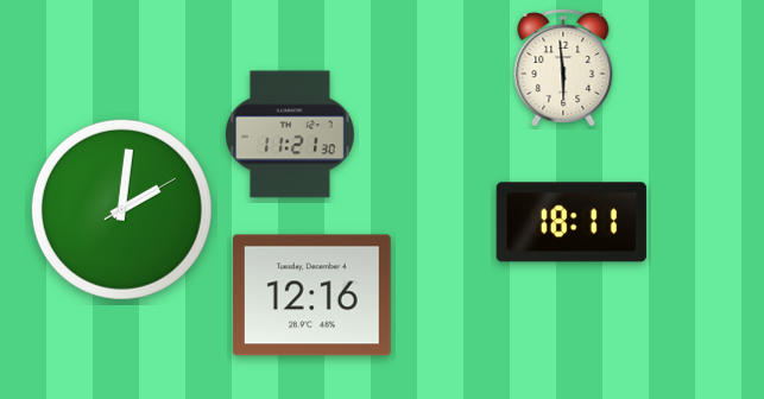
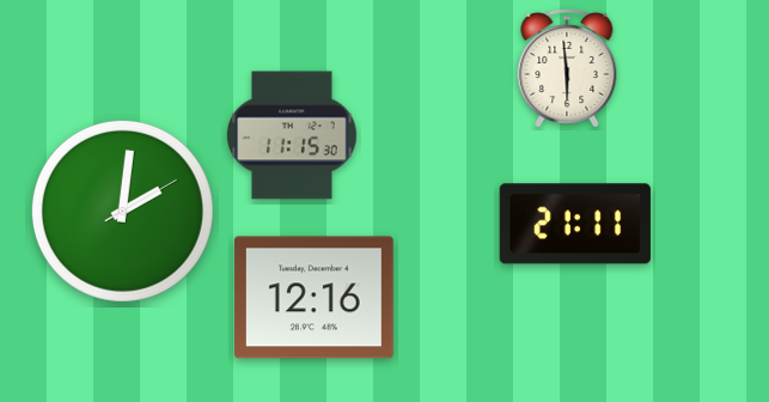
clock at (290, 134): 11:21 -> 11:15
clock at (572, 222): 18:11 -> 21:11
